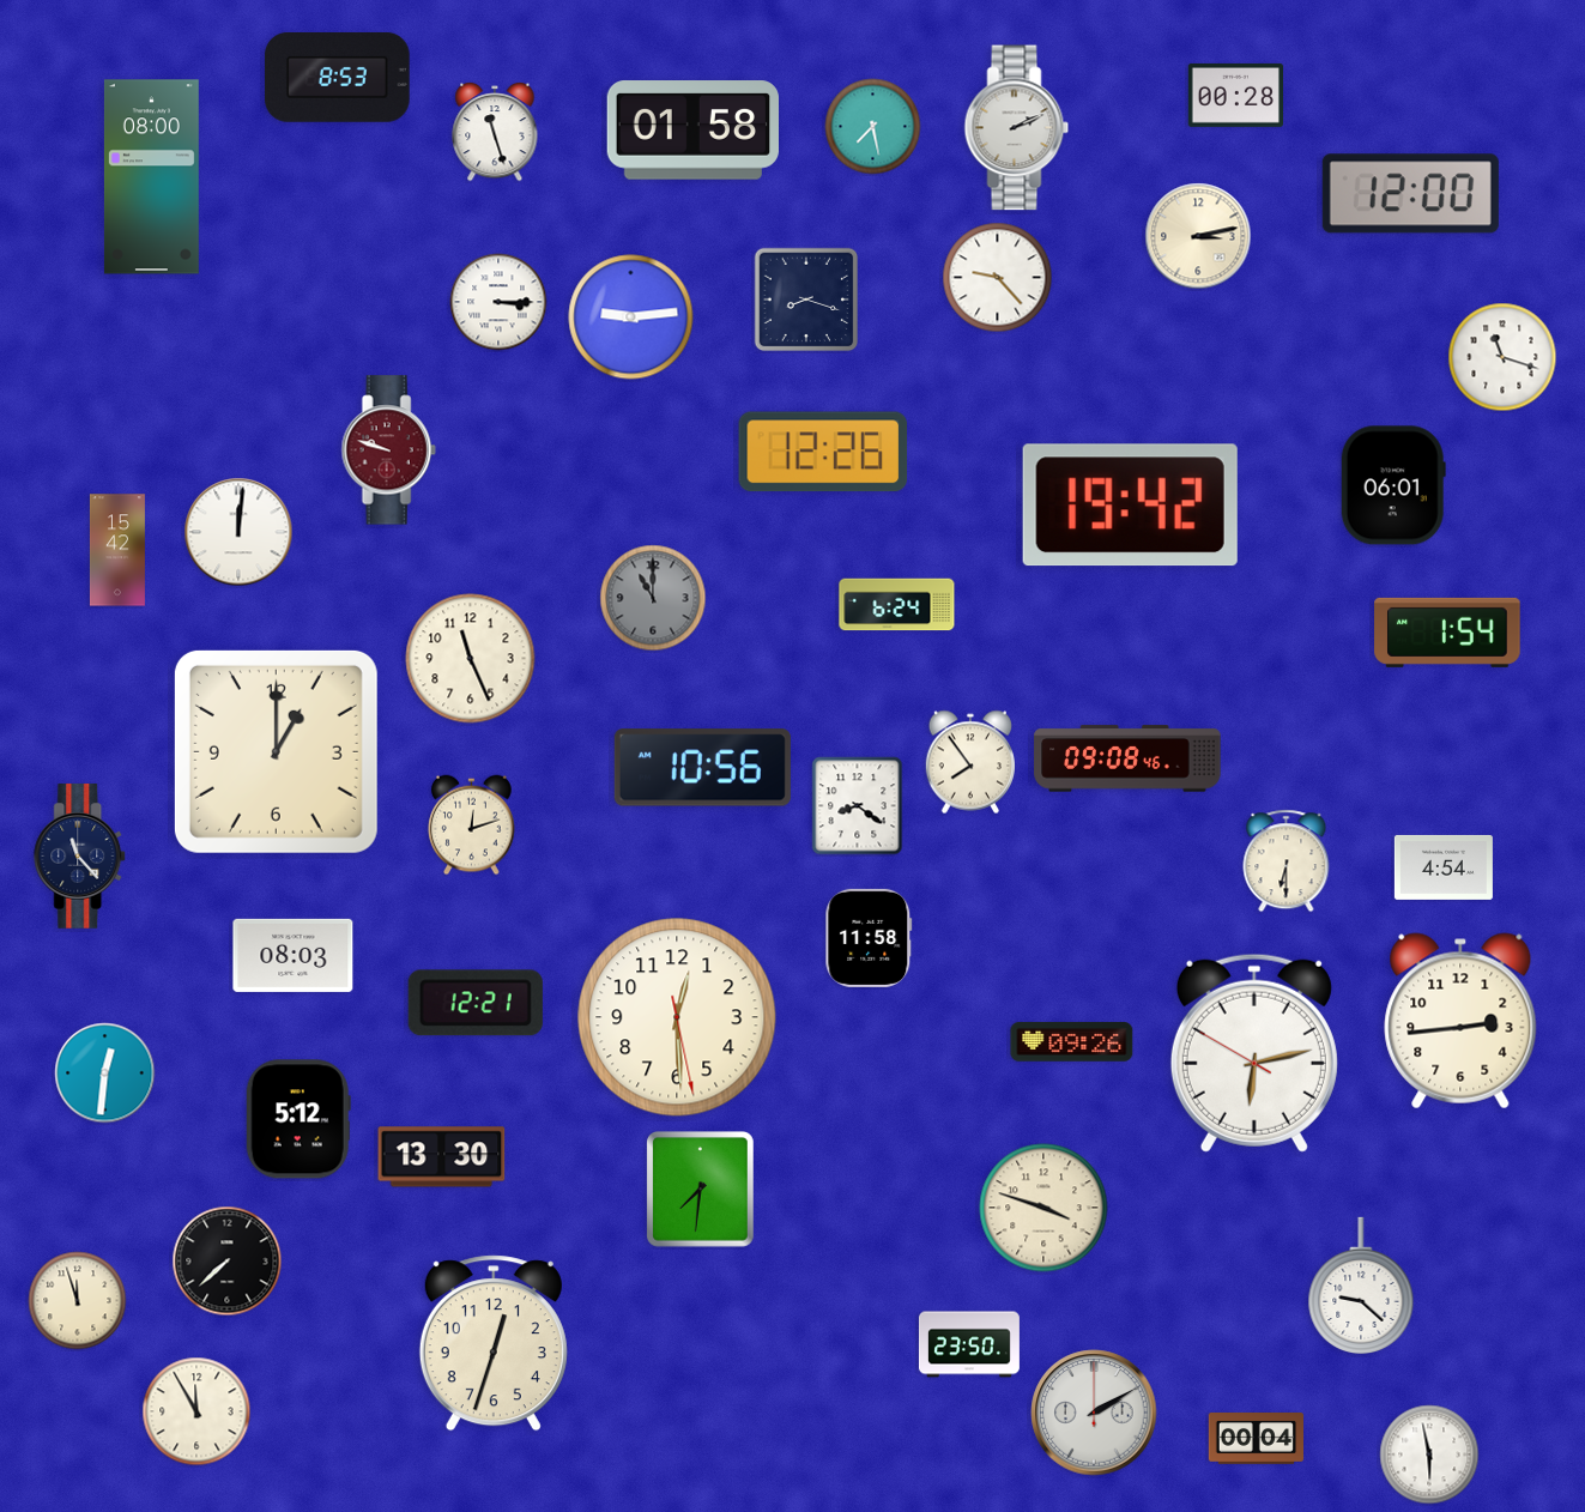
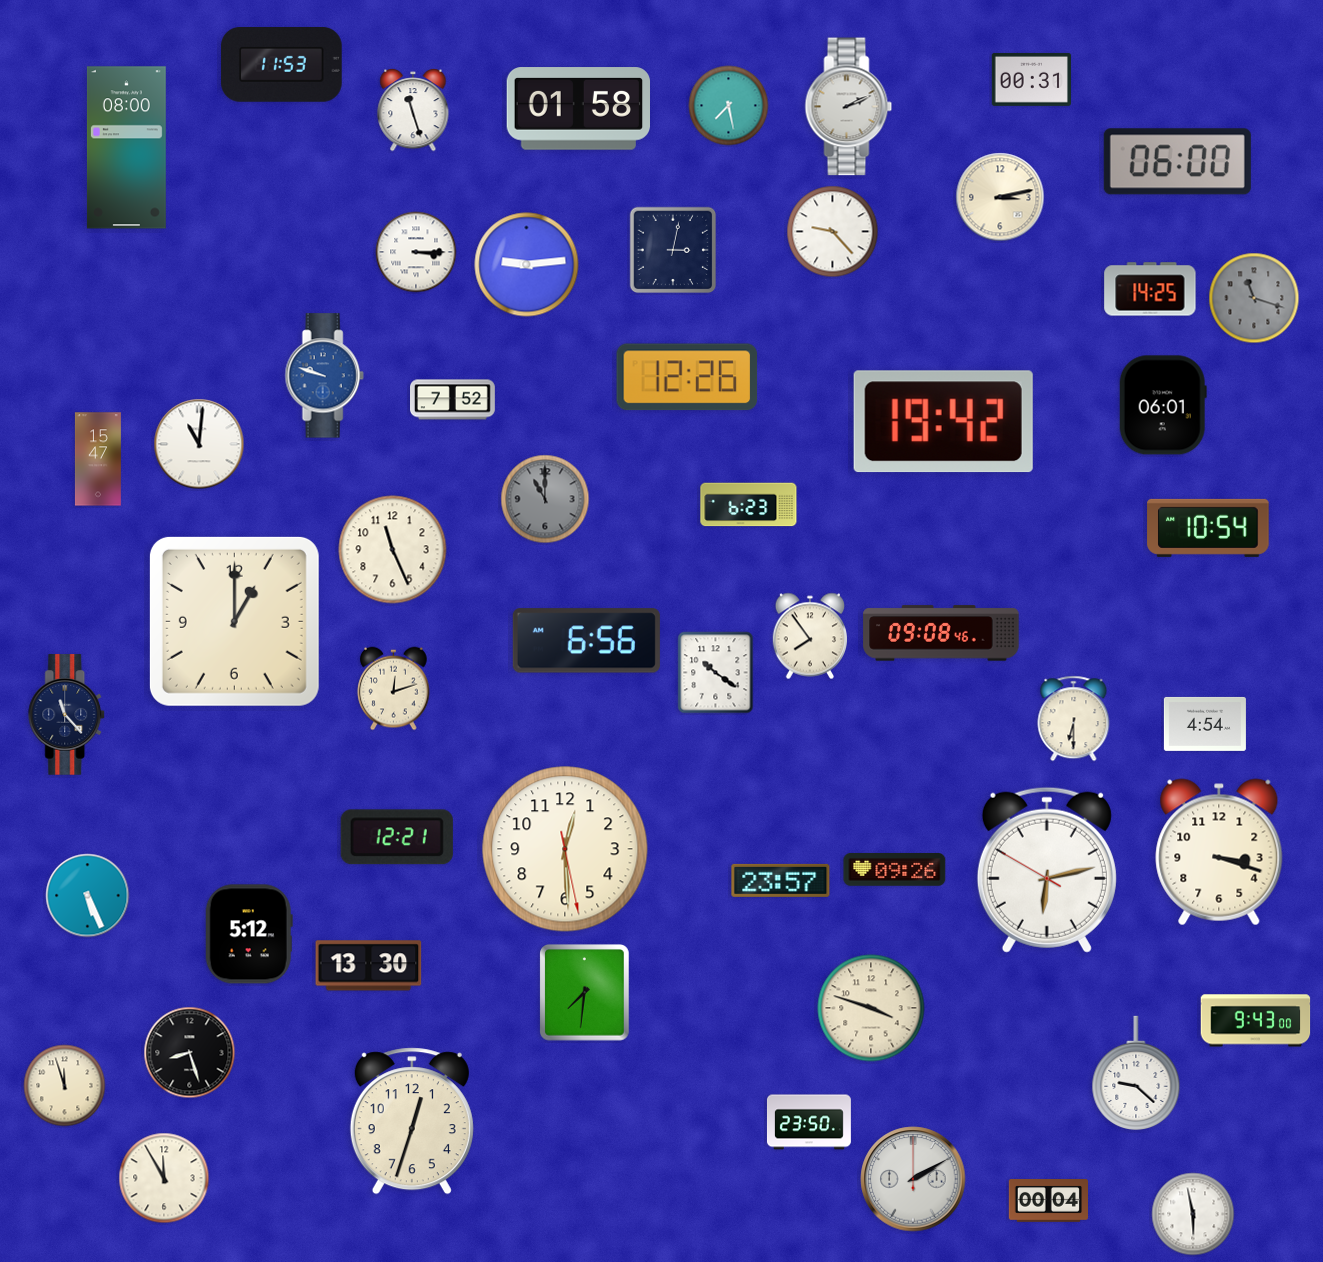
clock at (338, 78): 8:53 -> 11:53
clock at (1235, 95): 00:28 -> 00:31
clock at (1410, 194): 12:00 -> 06:00
clock at (806, 300): 8:18 -> 3:02
clock at (1150, 289): none -> 14:25
clock at (1502, 357) dial: white -> grey
clock at (388, 450) dial: burgundy -> blue
clock at (453, 400): none -> 7:52
clock at (238, 532): 12:01 -> 11:01
clock at (117, 550): 15:42 -> 15:47
clock at (897, 605): 6:24 -> 6:23
clock at (1447, 633): 1:54 -> 10:54
clock at (276, 751) position: (276, 751) -> (234, 621)
clock at (702, 768): 10:56 -> 6:56
clock at (858, 806): 8:21 -> 10:21
clock at (869, 938): 11:58 -> none
clock at (294, 955): 08:03 -> none
clock at (1460, 1021): 2:44 -> 3:18
clock at (1254, 1053) position: (1254, 1053) -> (1047, 870)
clock at (781, 880): none -> 23:57
clock at (105, 1073): 12:31 -> 5:26
clock at (1256, 1021): none -> 9:43
clock at (228, 1262): 7:38 -> 8:27
